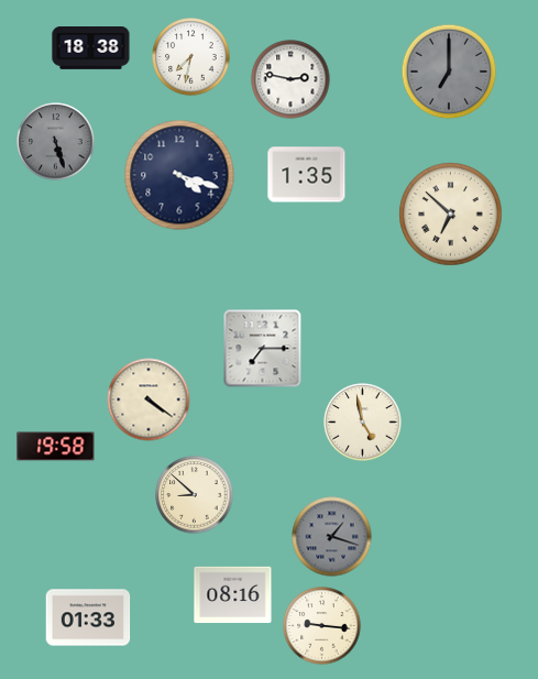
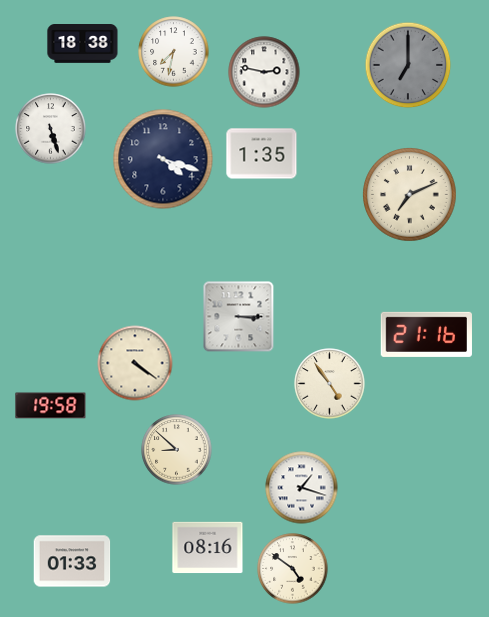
clock at (56, 142) dial: grey -> white
clock at (307, 175) position: (307, 175) -> (262, 154)
clock at (451, 215): 6:52 -> 7:11
clock at (263, 349): 7:15 -> 3:15
clock at (426, 334): none -> 21:16
clock at (363, 423): 4:58 -> 4:54
clock at (332, 537) dial: grey -> white
clock at (233, 595) position: (233, 595) -> (208, 548)
clock at (88, 617) position: (88, 617) -> (72, 561)
clock at (322, 626): 9:16 -> 4:51
